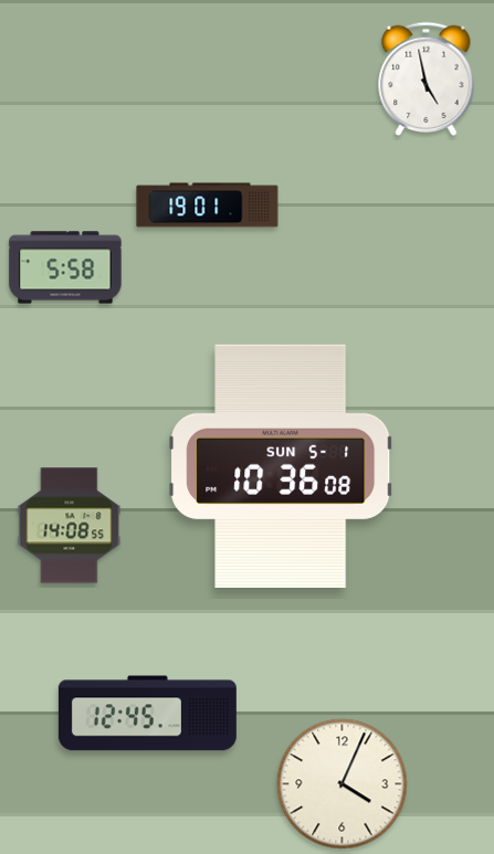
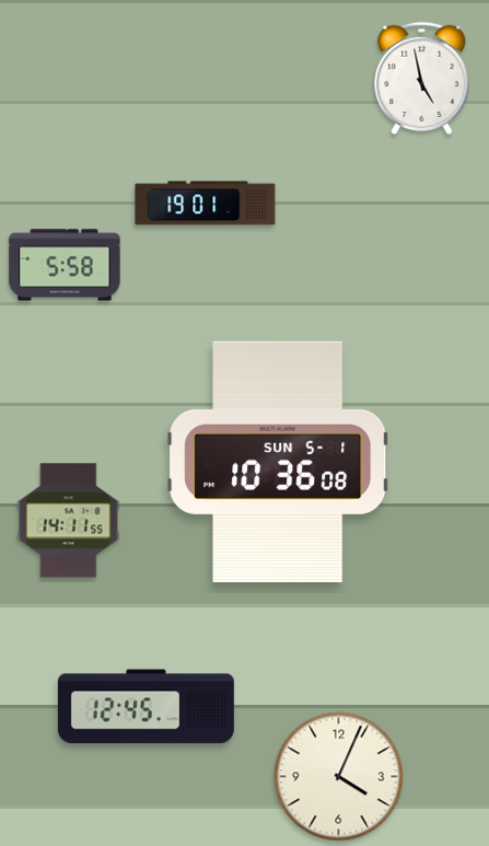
clock at (70, 526): 14:08 -> 14:11
